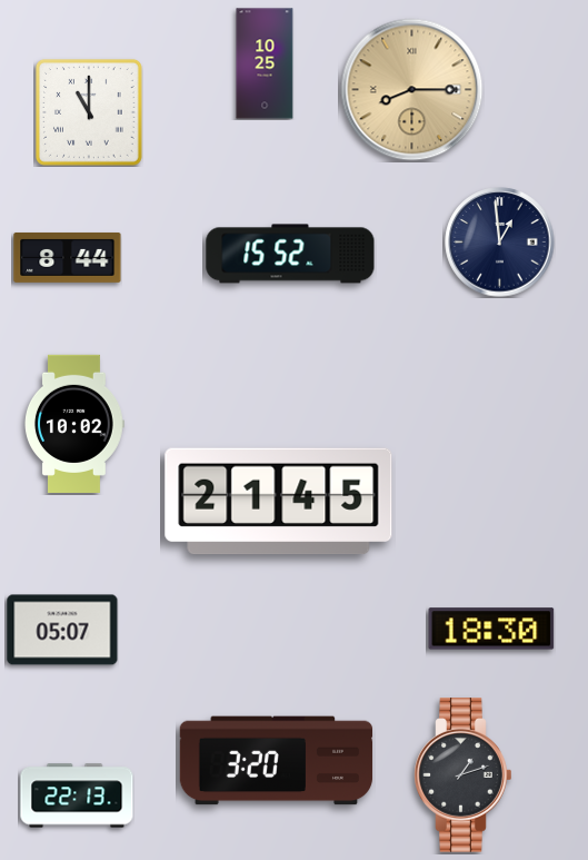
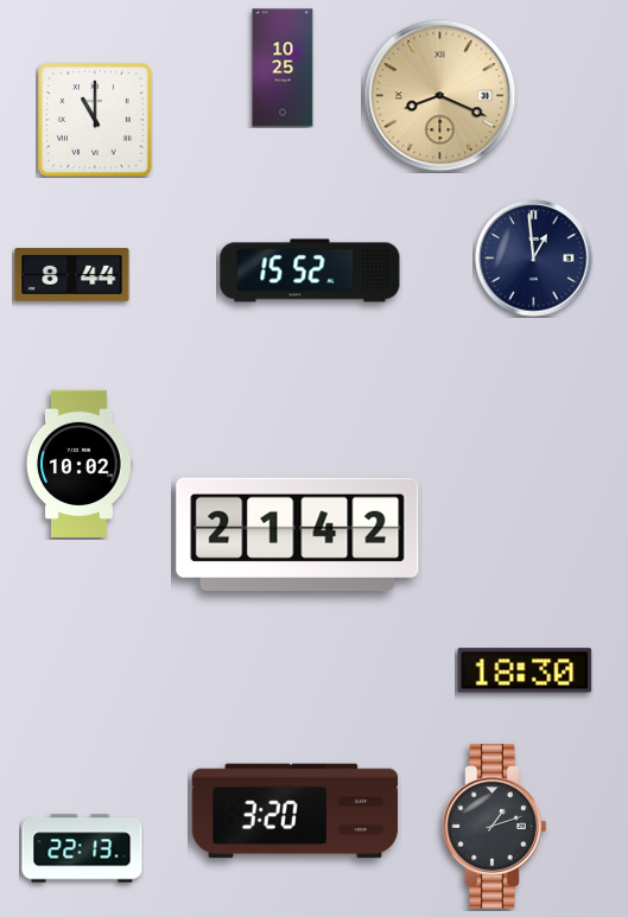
clock at (412, 90): 8:15 -> 8:19
clock at (74, 423) position: (74, 423) -> (80, 463)
clock at (279, 502): 21:45 -> 21:42
clock at (62, 630): 05:07 -> none
